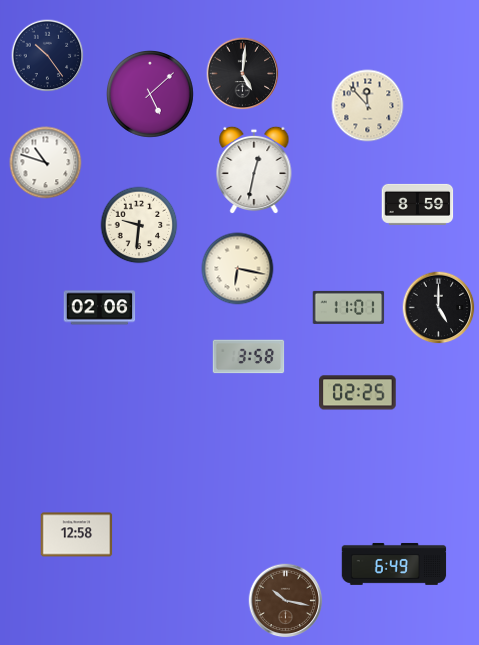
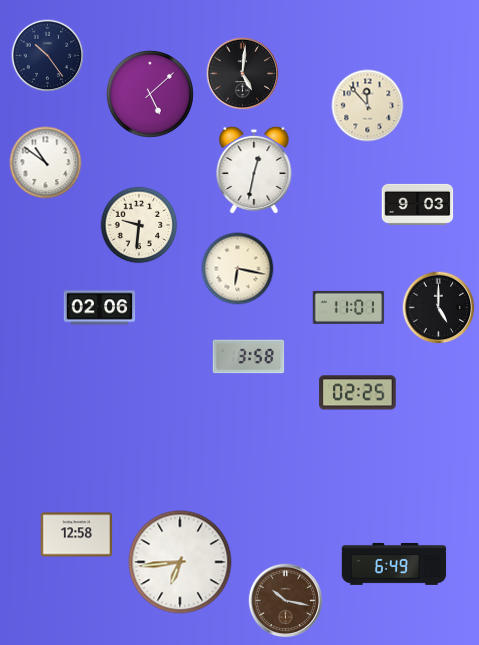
clock at (46, 163): 10:48 -> 10:51
clock at (418, 204): 8:59 -> 9:03
clock at (180, 562): none -> 6:44
